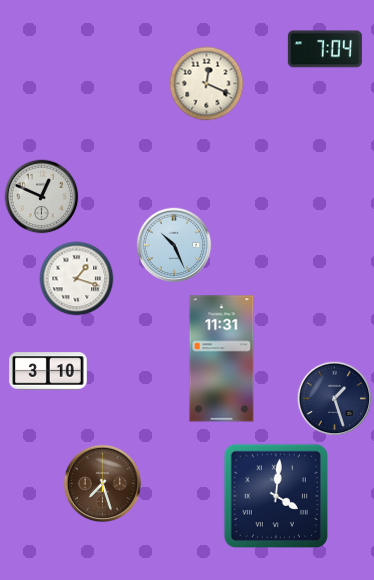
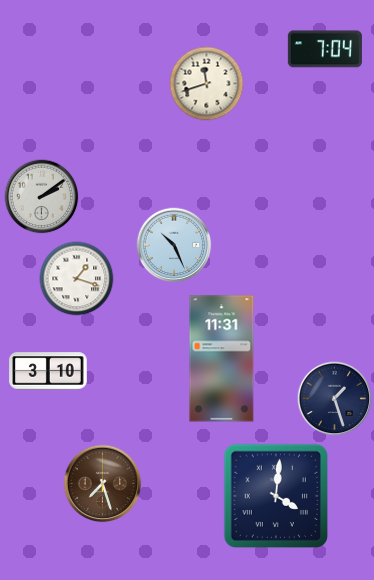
clock at (207, 84): 12:19 -> 11:42
clock at (42, 197): 12:49 -> 2:09
